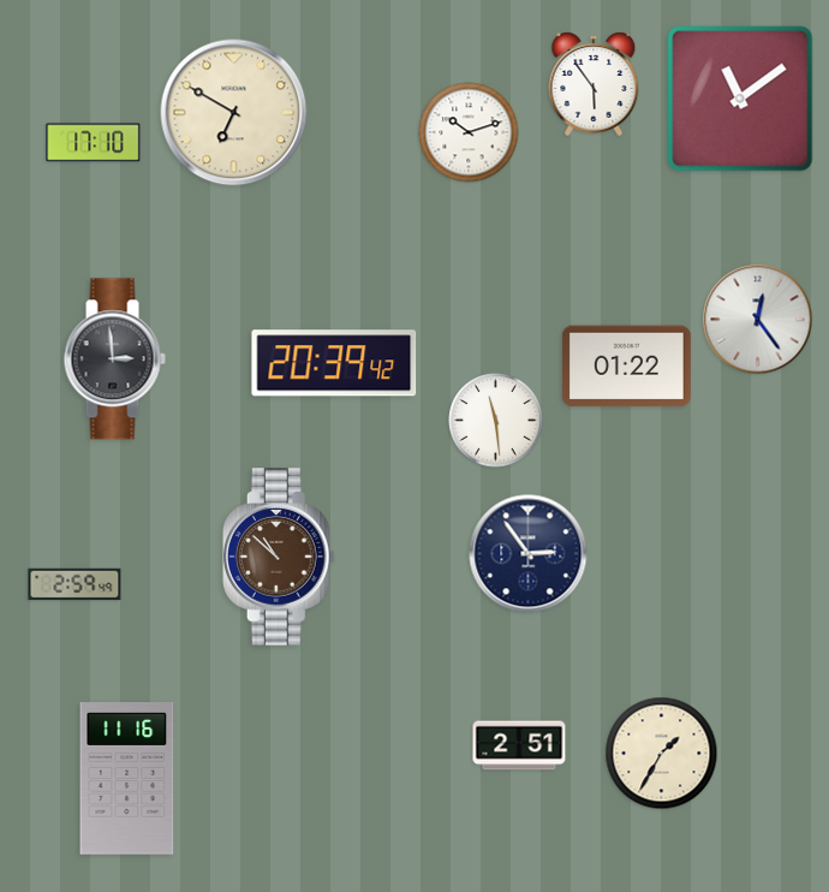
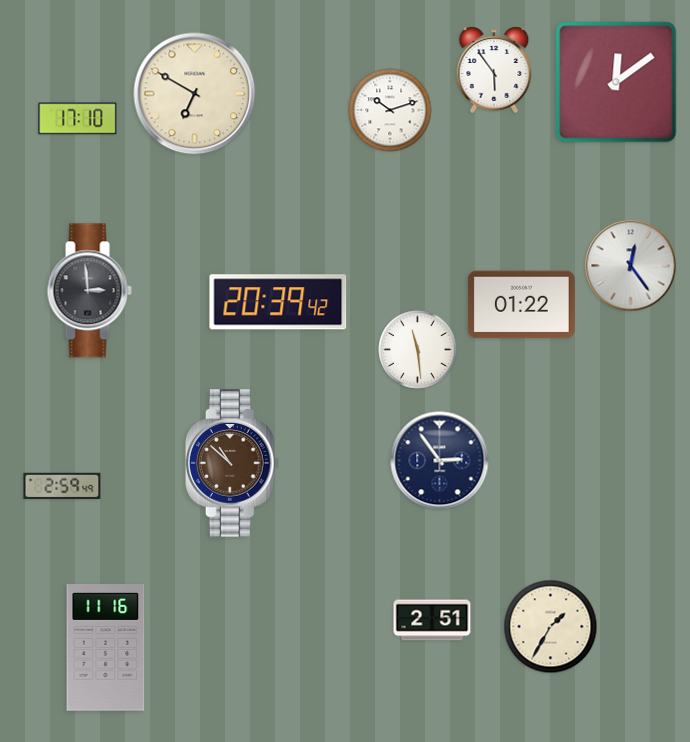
clock at (740, 99): 11:09 -> 12:09
clock at (114, 359) position: (114, 359) -> (89, 291)
clock at (496, 421) position: (496, 421) -> (418, 350)
